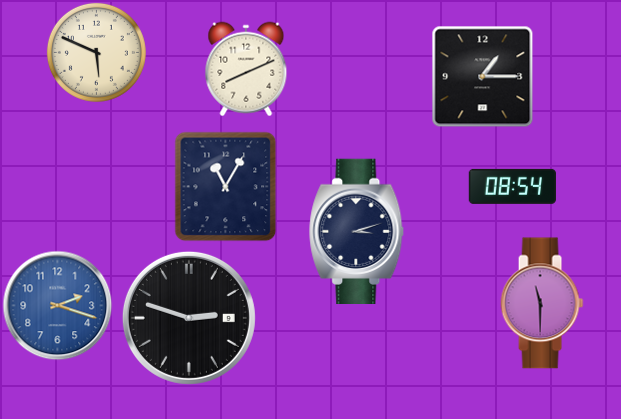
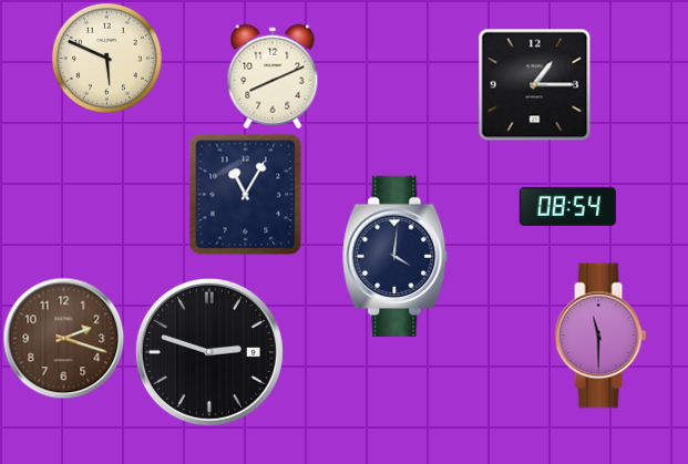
clock at (226, 186) position: (226, 186) -> (246, 194)
clock at (357, 231): 3:12 -> 4:01
clock at (57, 305) dial: blue -> brown
